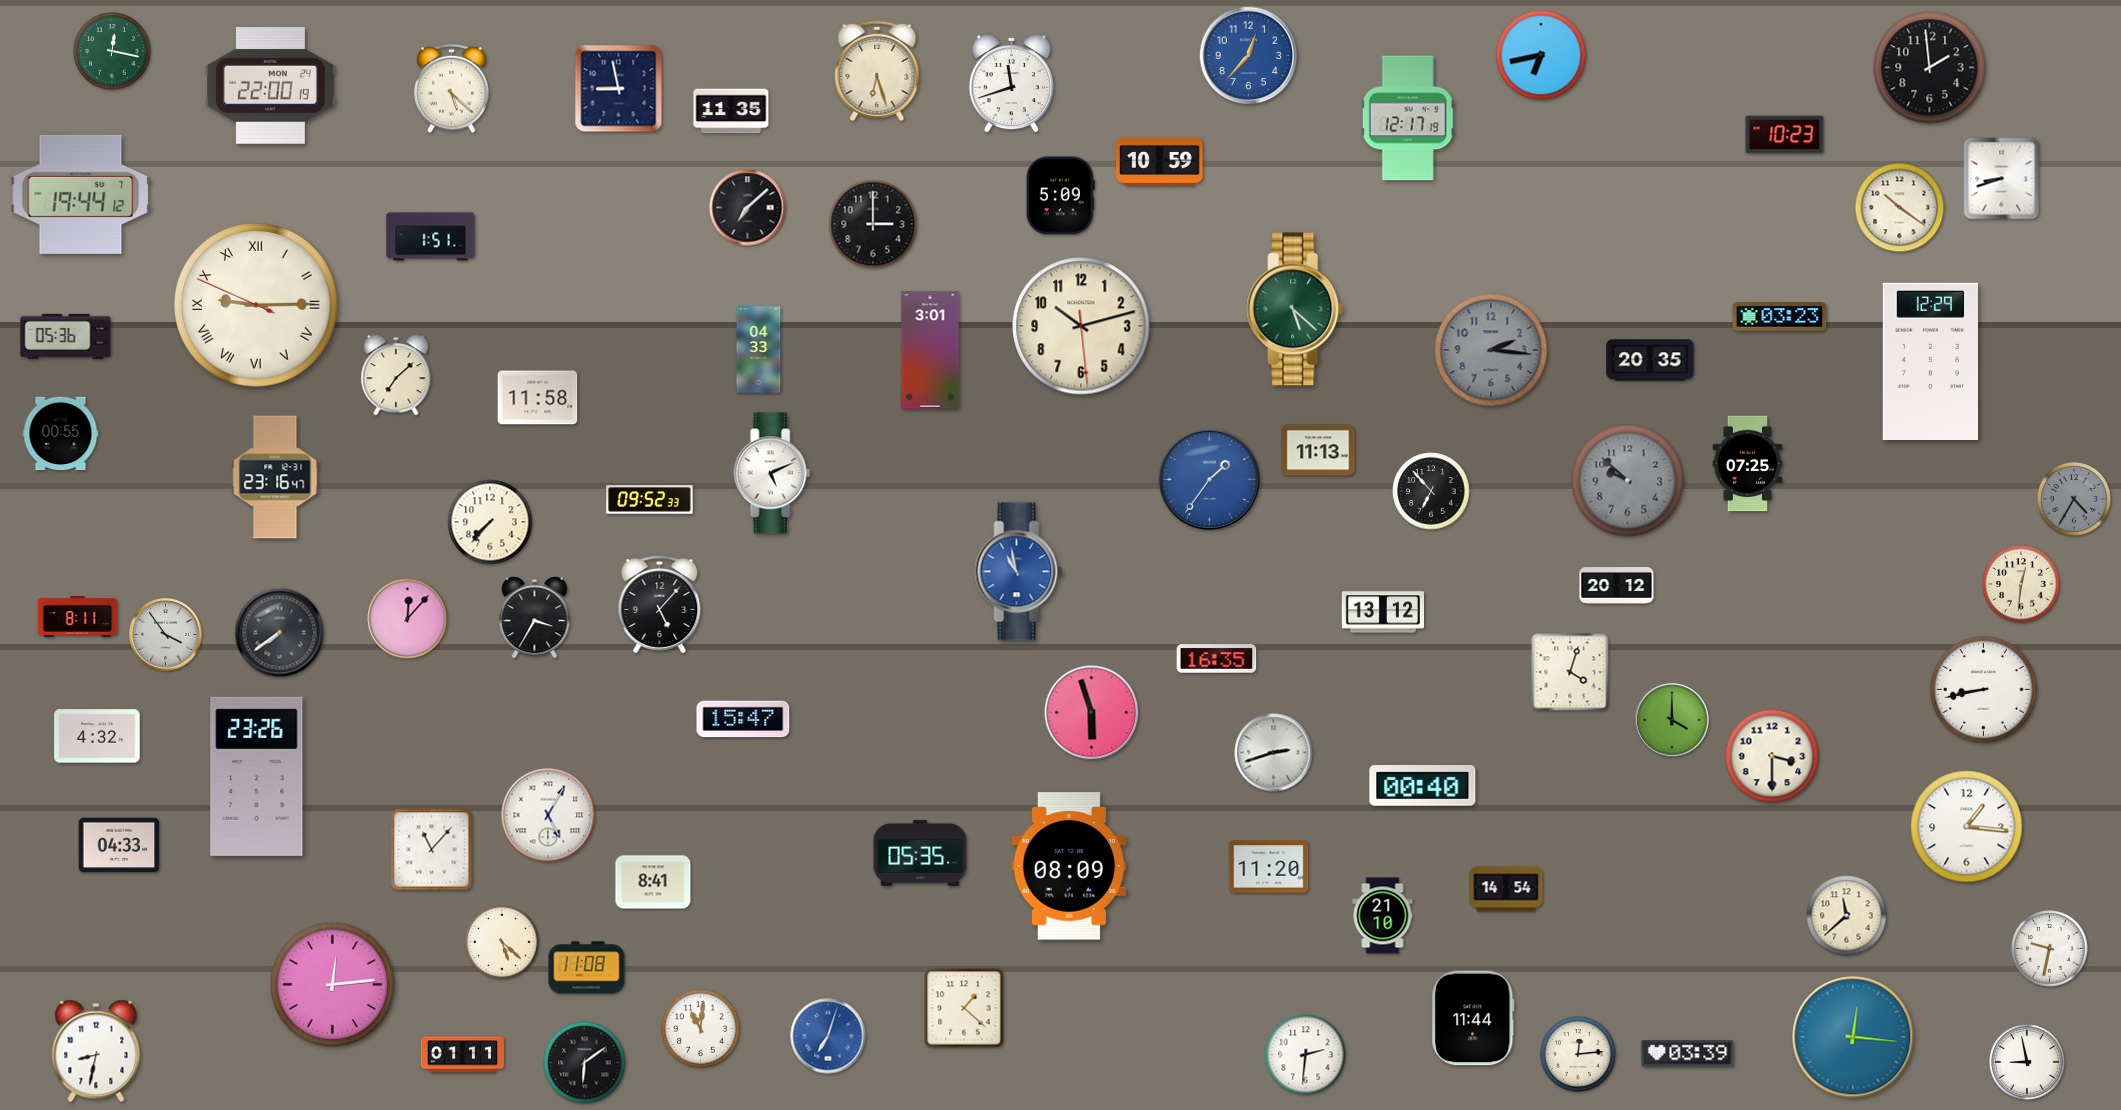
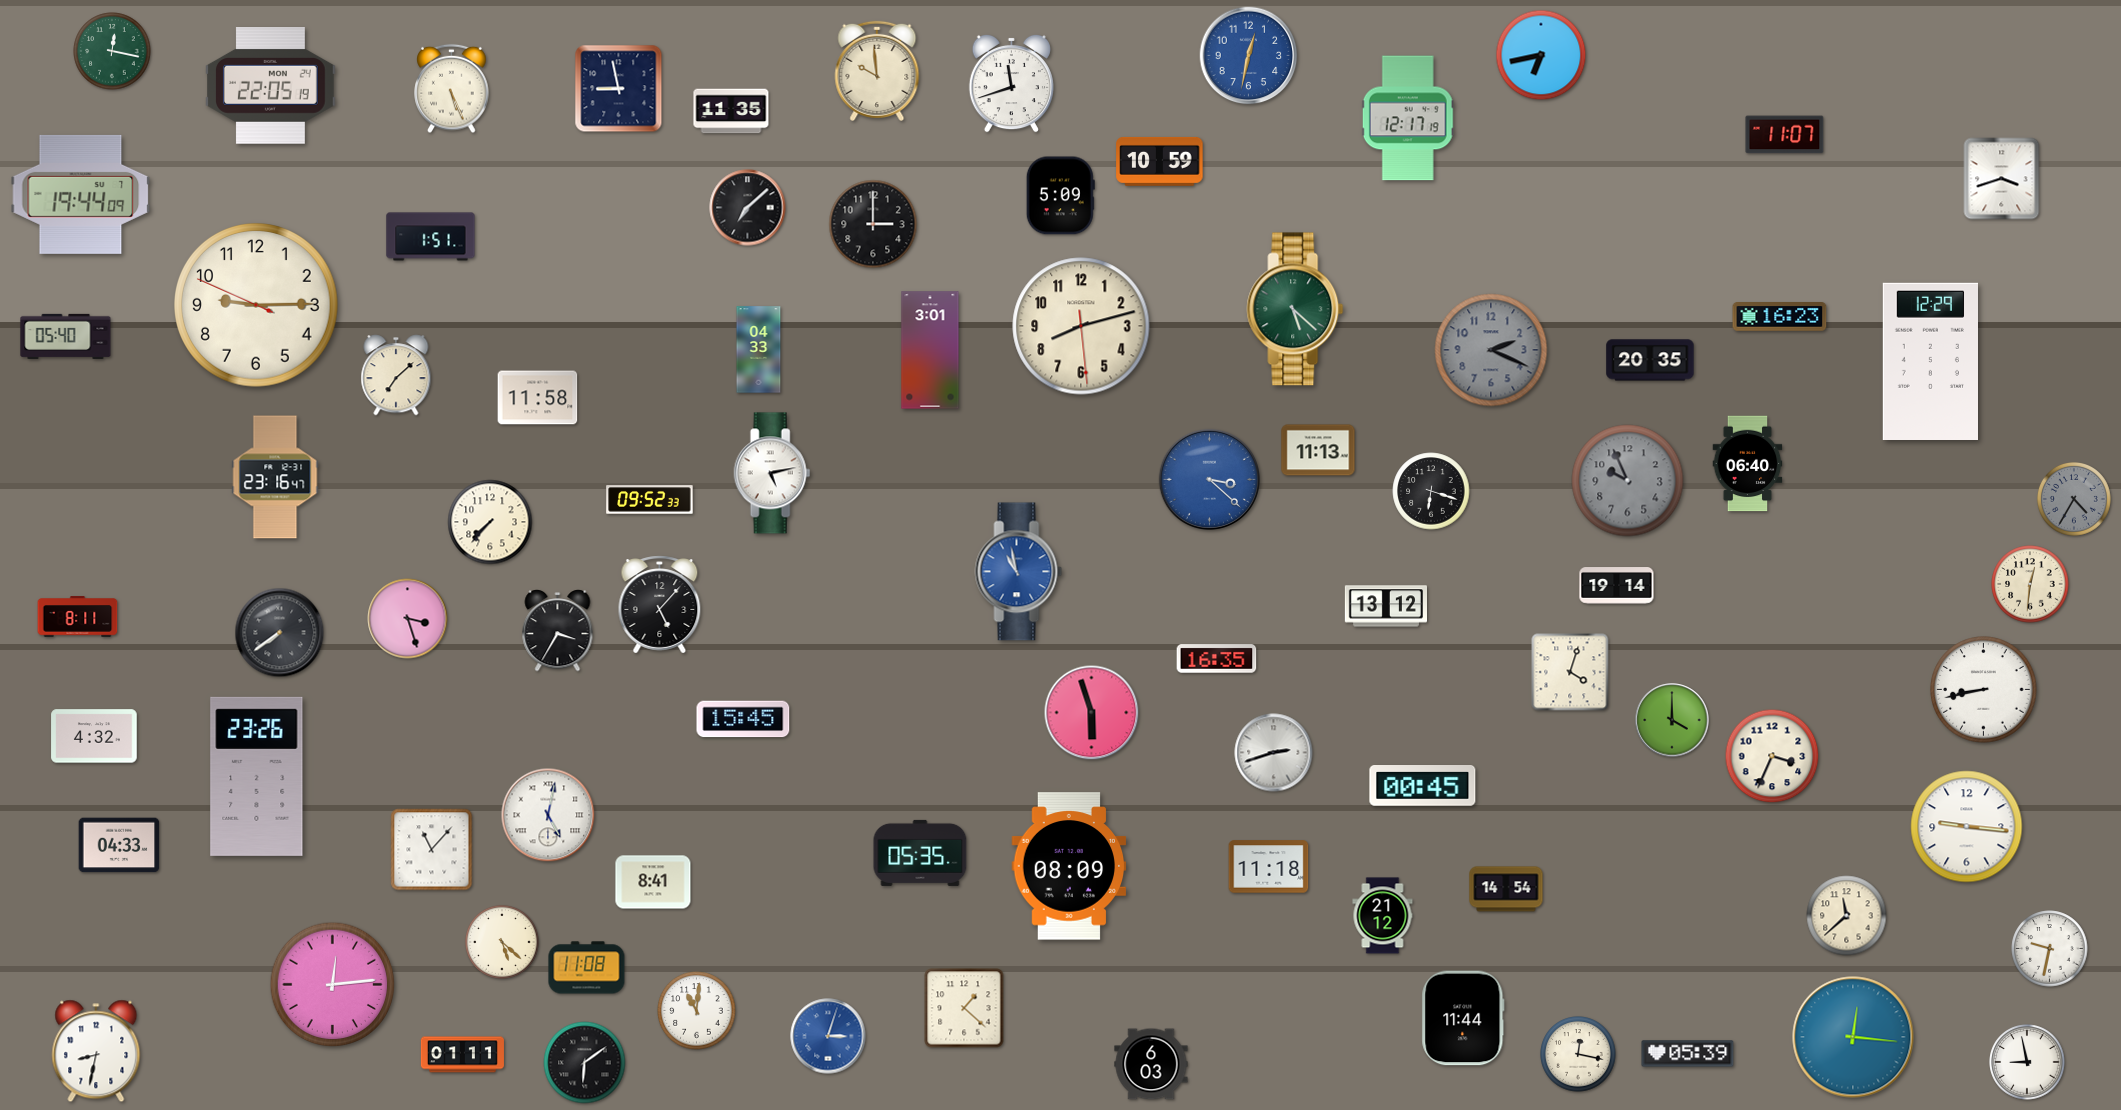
clock at (1249, 56): 12:37 -> 12:32
clock at (1930, 68): 1:59 -> none
clock at (877, 71): 6:27 -> 9:59
clock at (271, 86): 22:00 -> 22:05
clock at (452, 89): 5:22 -> 5:26
clock at (1785, 135): 10:23 -> 11:07
clock at (2002, 179): 8:42 -> 3:42
clock at (81, 194): 19:44:12 -> 19:44:09
clock at (1900, 208): 10:21 -> none
clock at (257, 306) numerals: Roman -> Arabic
clock at (1780, 317): 03:23 -> 16:23
clock at (1081, 326): 10:12 -> 8:12
clock at (66, 336): 05:36 -> 05:40
clock at (1491, 350): 2:16 -> 2:19
clock at (61, 434): 00:55 -> none
clock at (1748, 464): 07:25 -> 06:40
clock at (772, 473): 5:11 -> 5:13
clock at (1209, 479): 1:36 -> 3:22
clock at (1628, 481): 9:52 -> 9:56
clock at (1431, 491): 6:53 -> 6:18
clock at (2021, 584) position: (2021, 584) -> (2030, 584)
clock at (1617, 586): 20:12 -> 19:14
clock at (1382, 612) position: (1382, 612) -> (1385, 606)
clock at (535, 618) position: (535, 618) -> (558, 631)
clock at (408, 619): 12:07 -> 3:27
clock at (166, 635): 3:54 -> none
clock at (743, 719): 15:47 -> 15:45
clock at (97, 736) position: (97, 736) -> (94, 736)
clock at (1772, 756): 3:30 -> 3:34
clock at (1423, 786): 00:40 -> 00:45
clock at (548, 815): 5:05 -> 5:02
clock at (1967, 827): 1:16 -> 9:16
clock at (1269, 867): 11:20 -> 11:18
clock at (1383, 916): 21:10 -> 21:12
clock at (1473, 1018) position: (1473, 1018) -> (1463, 1018)
clock at (701, 1029) position: (701, 1029) -> (697, 1011)
clock at (828, 1036): 7:03 -> 3:03
clock at (1578, 1054): 12:14 -> 12:17
clock at (1688, 1054): 03:39 -> 05:39
clock at (1306, 1055): 2:31 -> none
clock at (1151, 1064): none -> 6:03
